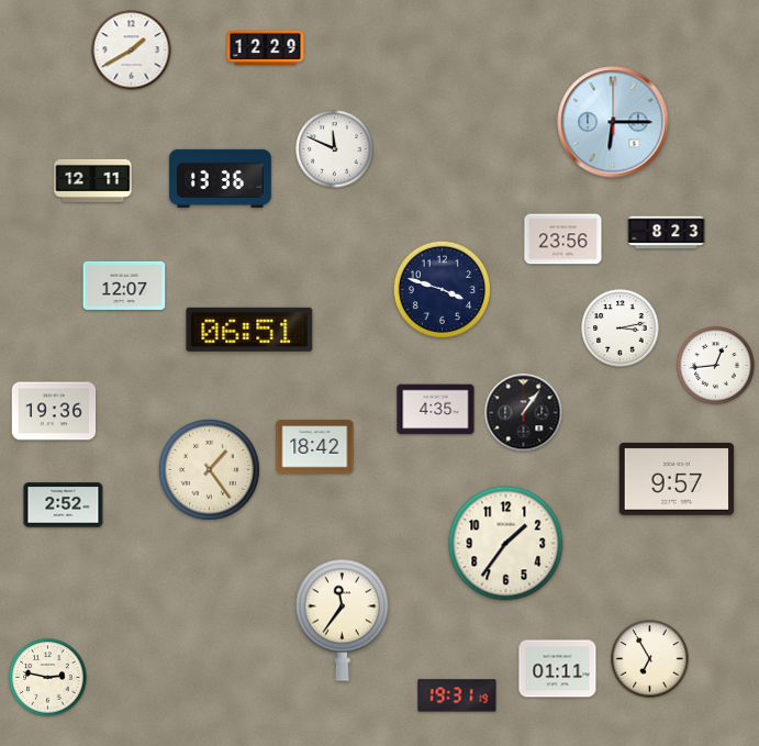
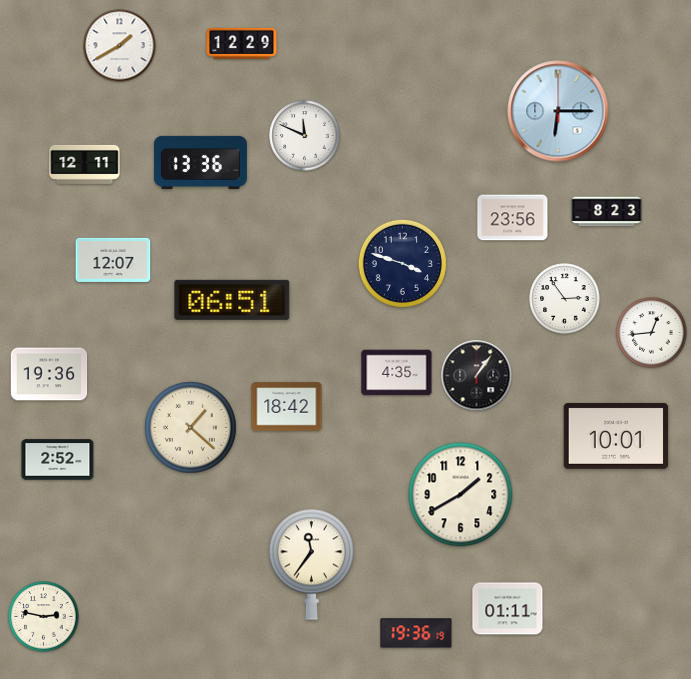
clock at (621, 329): 3:13 -> 2:54
clock at (249, 330) position: (249, 330) -> (232, 300)
clock at (209, 469): 1:24 -> 1:22
clock at (677, 479): 9:57 -> 10:01
clock at (506, 544): 1:36 -> 1:40
clock at (650, 659): 6:55 -> none
clock at (457, 695): 19:31 -> 19:36
